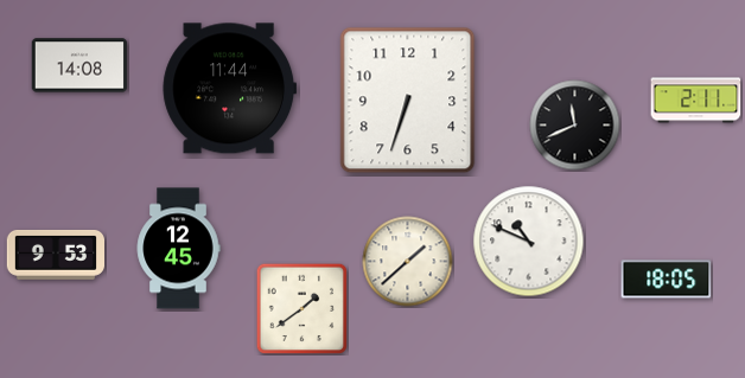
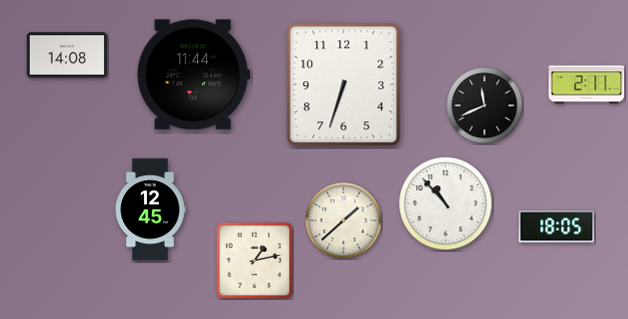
clock at (529, 242): 10:49 -> 10:53
clock at (55, 256): 9:53 -> none
clock at (667, 280) position: (667, 280) -> (557, 227)
clock at (301, 308): 1:39 -> 1:13
